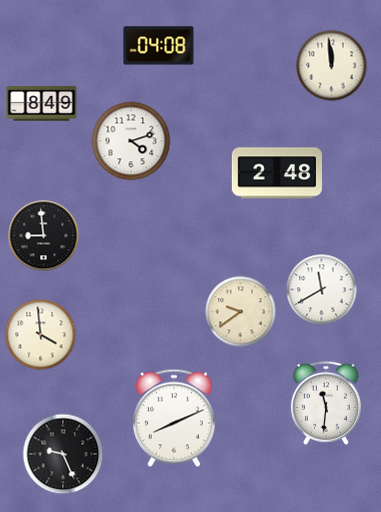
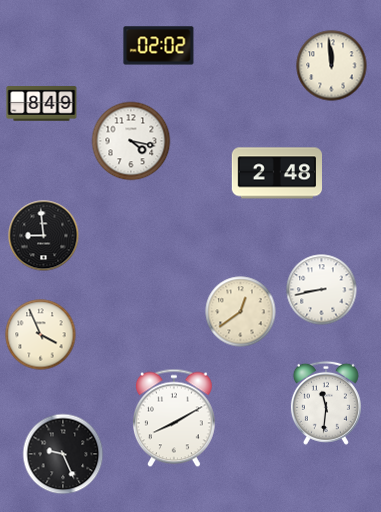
clock at (159, 46): 04:08 -> 02:02
clock at (131, 141): 4:12 -> 4:17
clock at (322, 290): 11:40 -> 8:43
clock at (241, 312): 9:39 -> 12:39
clock at (41, 335): 3:59 -> 3:56
clock at (174, 418): 8:11 -> 8:10
